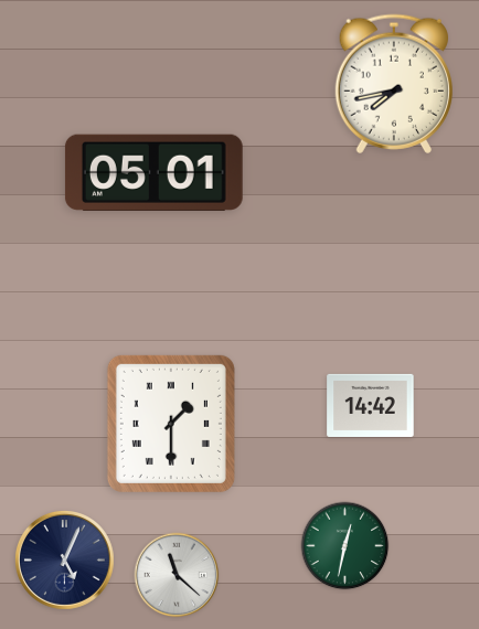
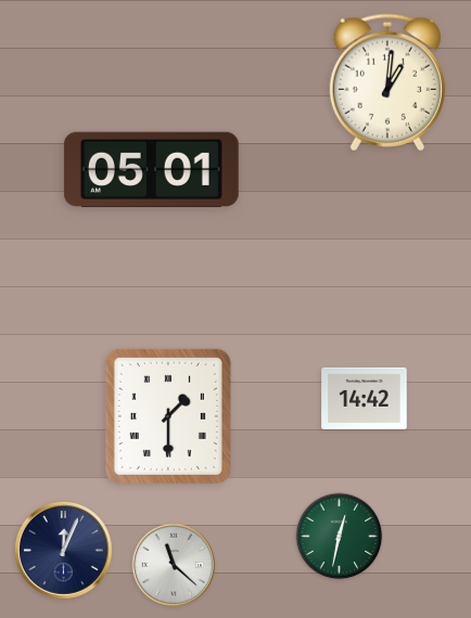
clock at (394, 84): 7:43 -> 1:01
clock at (64, 559): 5:04 -> 12:04
